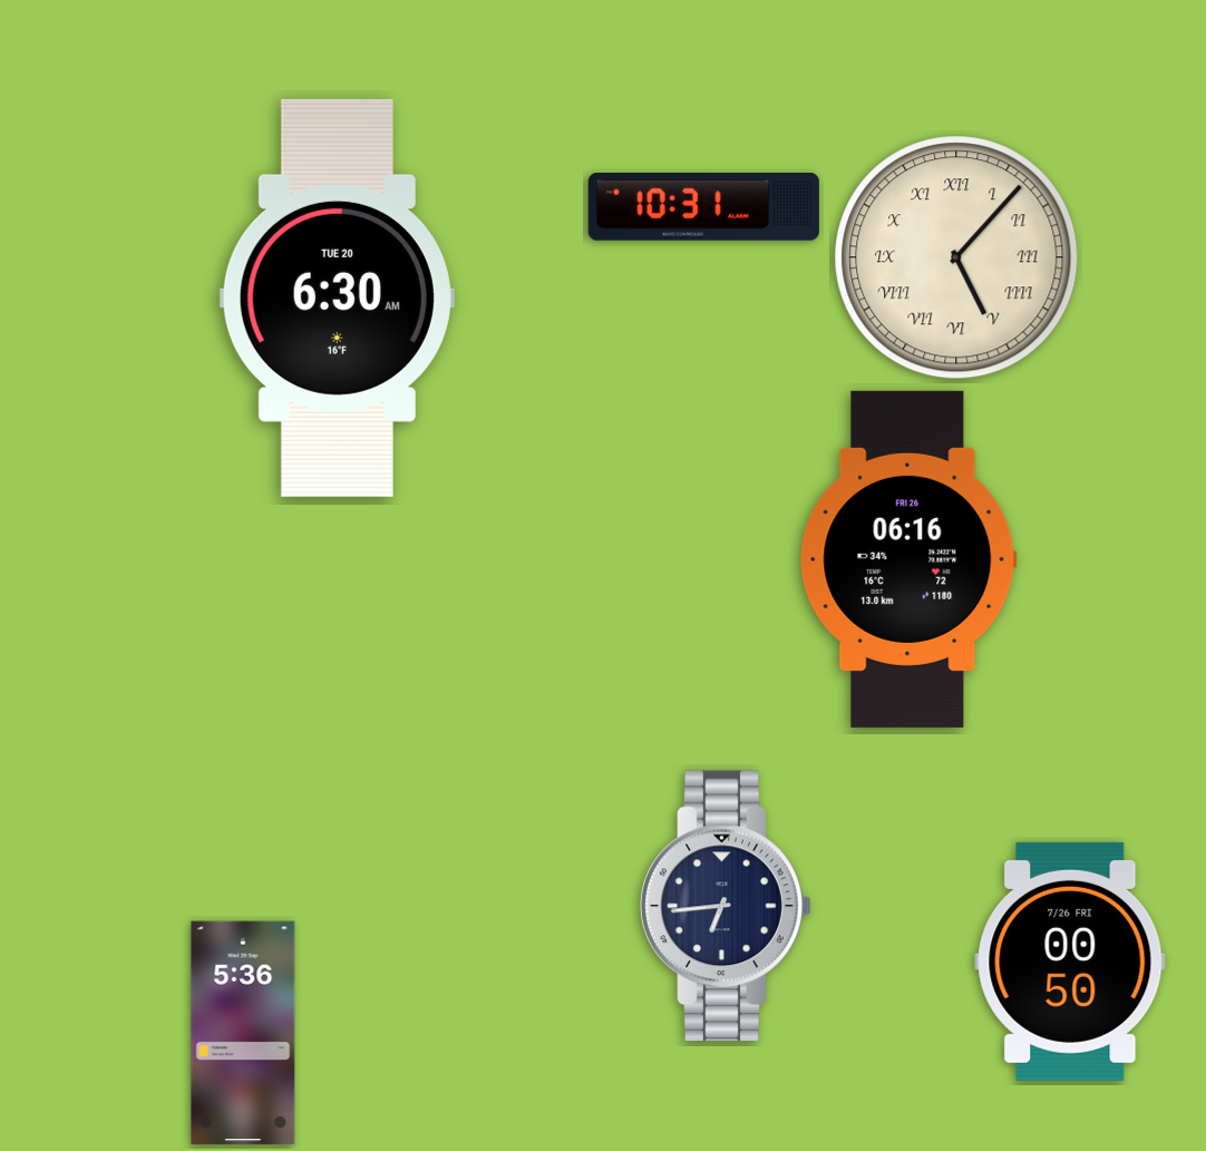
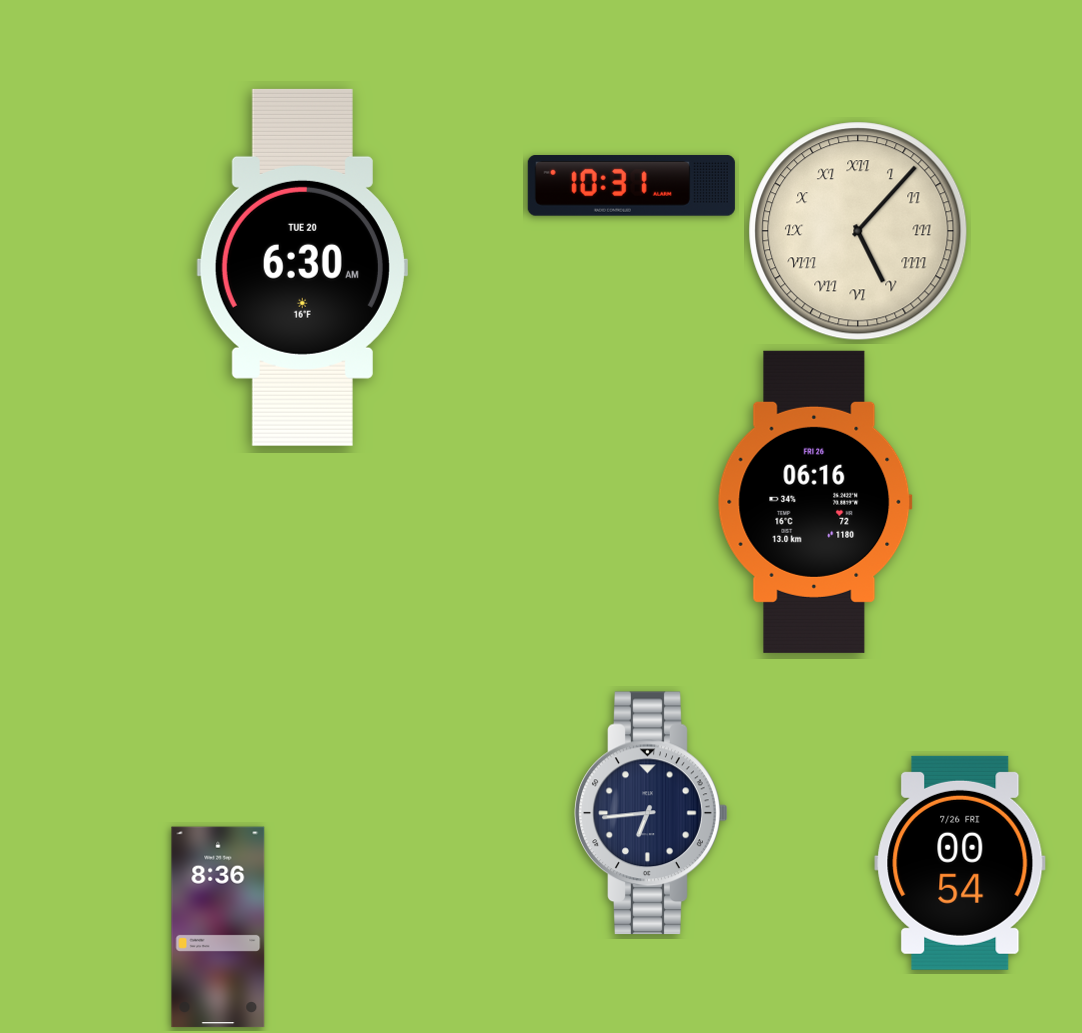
clock at (1070, 962): 00:50 -> 00:54
clock at (243, 1033): 5:36 -> 8:36
